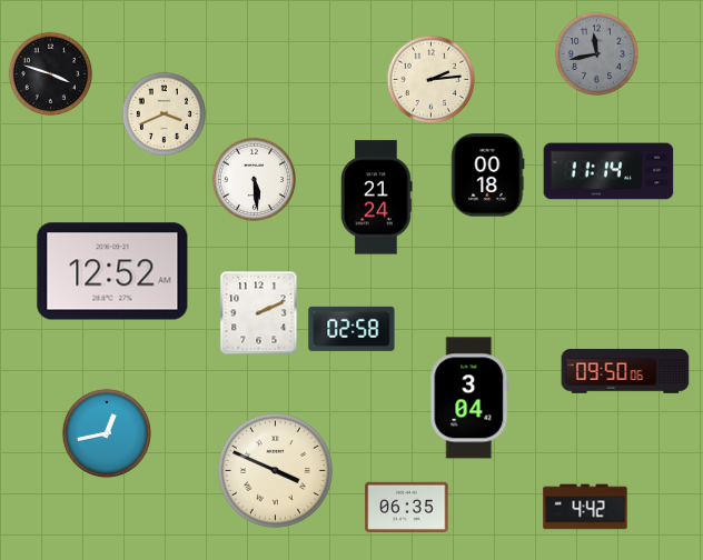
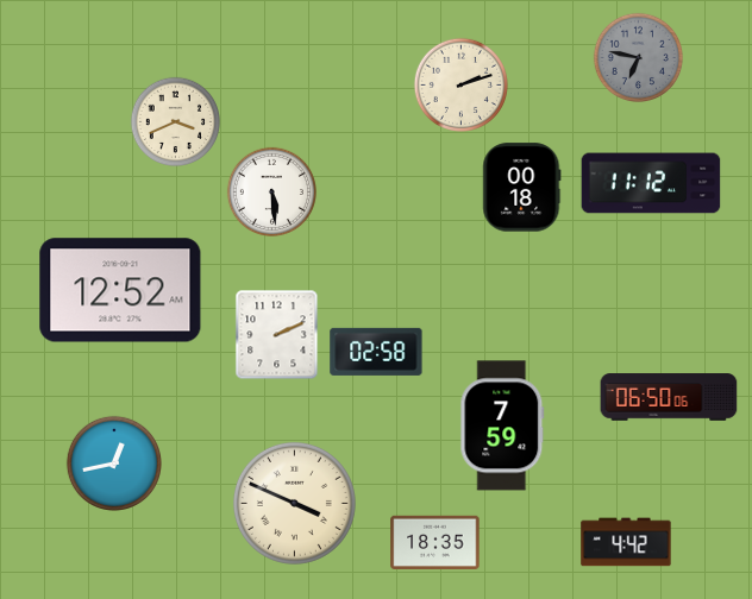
clock at (596, 53): 11:43 -> 6:47
clock at (50, 73): 3:48 -> none
clock at (430, 79): 2:14 -> 2:12
clock at (608, 171): 11:14 -> 11:12
clock at (377, 198): 21:24 -> none
clock at (625, 371): 09:50 -> 06:50
clock at (469, 398): 3:04 -> 7:59
clock at (407, 507): 06:35 -> 18:35
